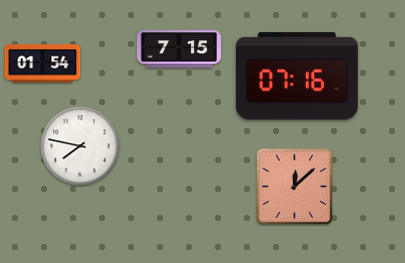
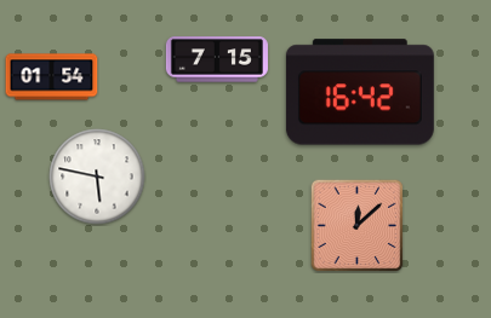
clock at (297, 76): 07:16 -> 16:42
clock at (80, 146): 7:47 -> 5:47
